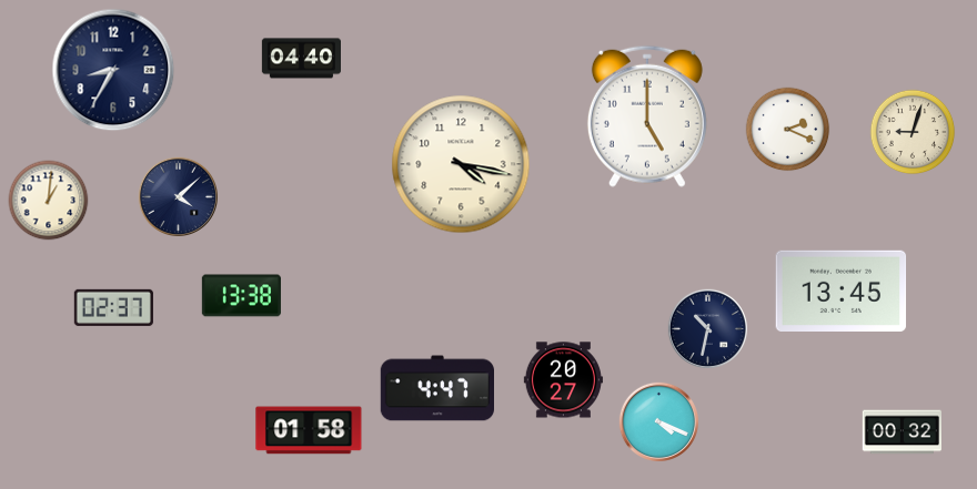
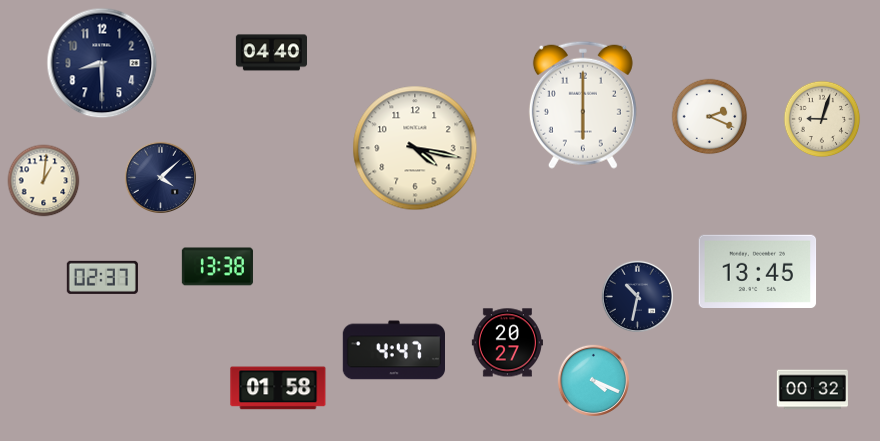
clock at (113, 70): 8:35 -> 8:30
clock at (647, 116): 5:00 -> 6:00
clock at (842, 291) position: (842, 291) -> (758, 271)
